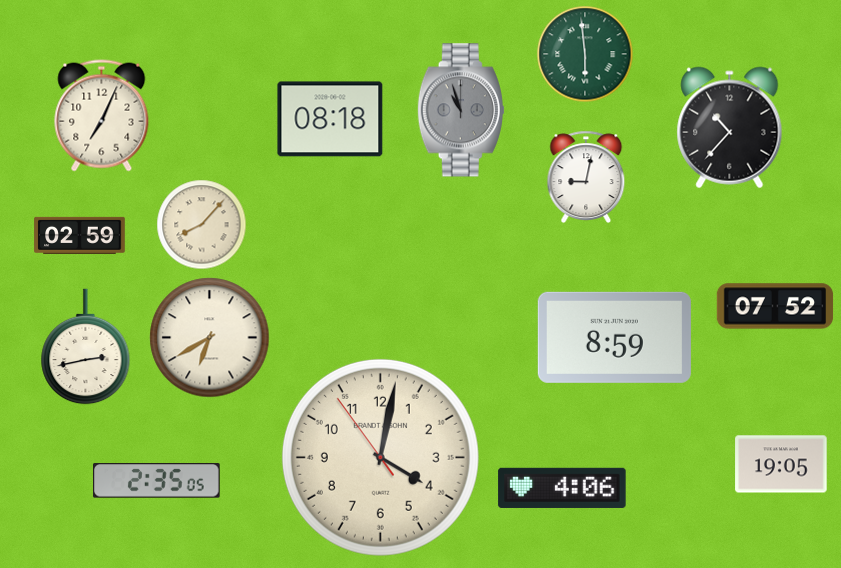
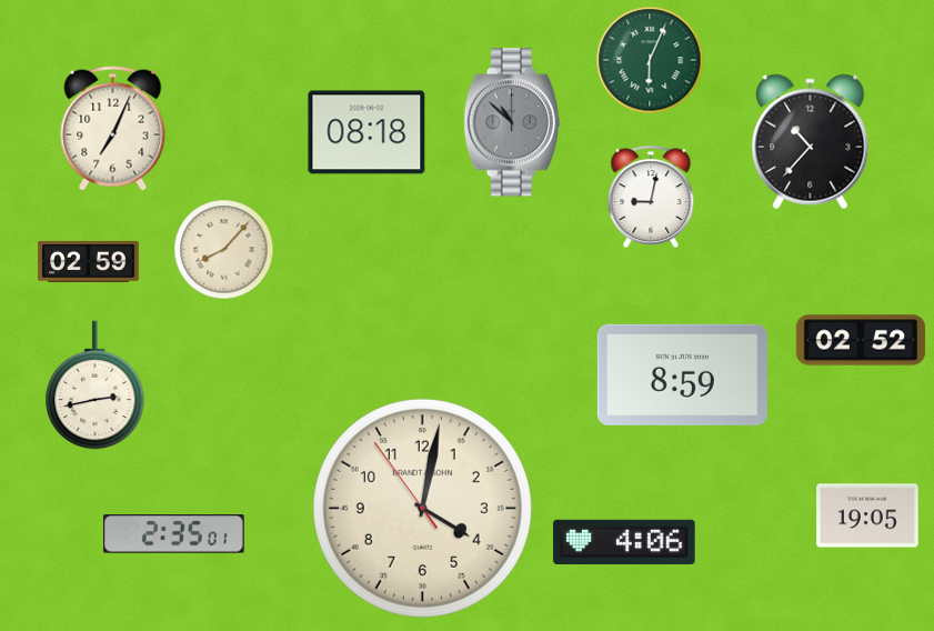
clock at (585, 54): 5:59 -> 6:04
clock at (461, 110): 10:57 -> 10:52
clock at (775, 306): 07:52 -> 02:52
clock at (210, 338): 6:40 -> none
clock at (157, 481): 2:35:05 -> 2:35:01
